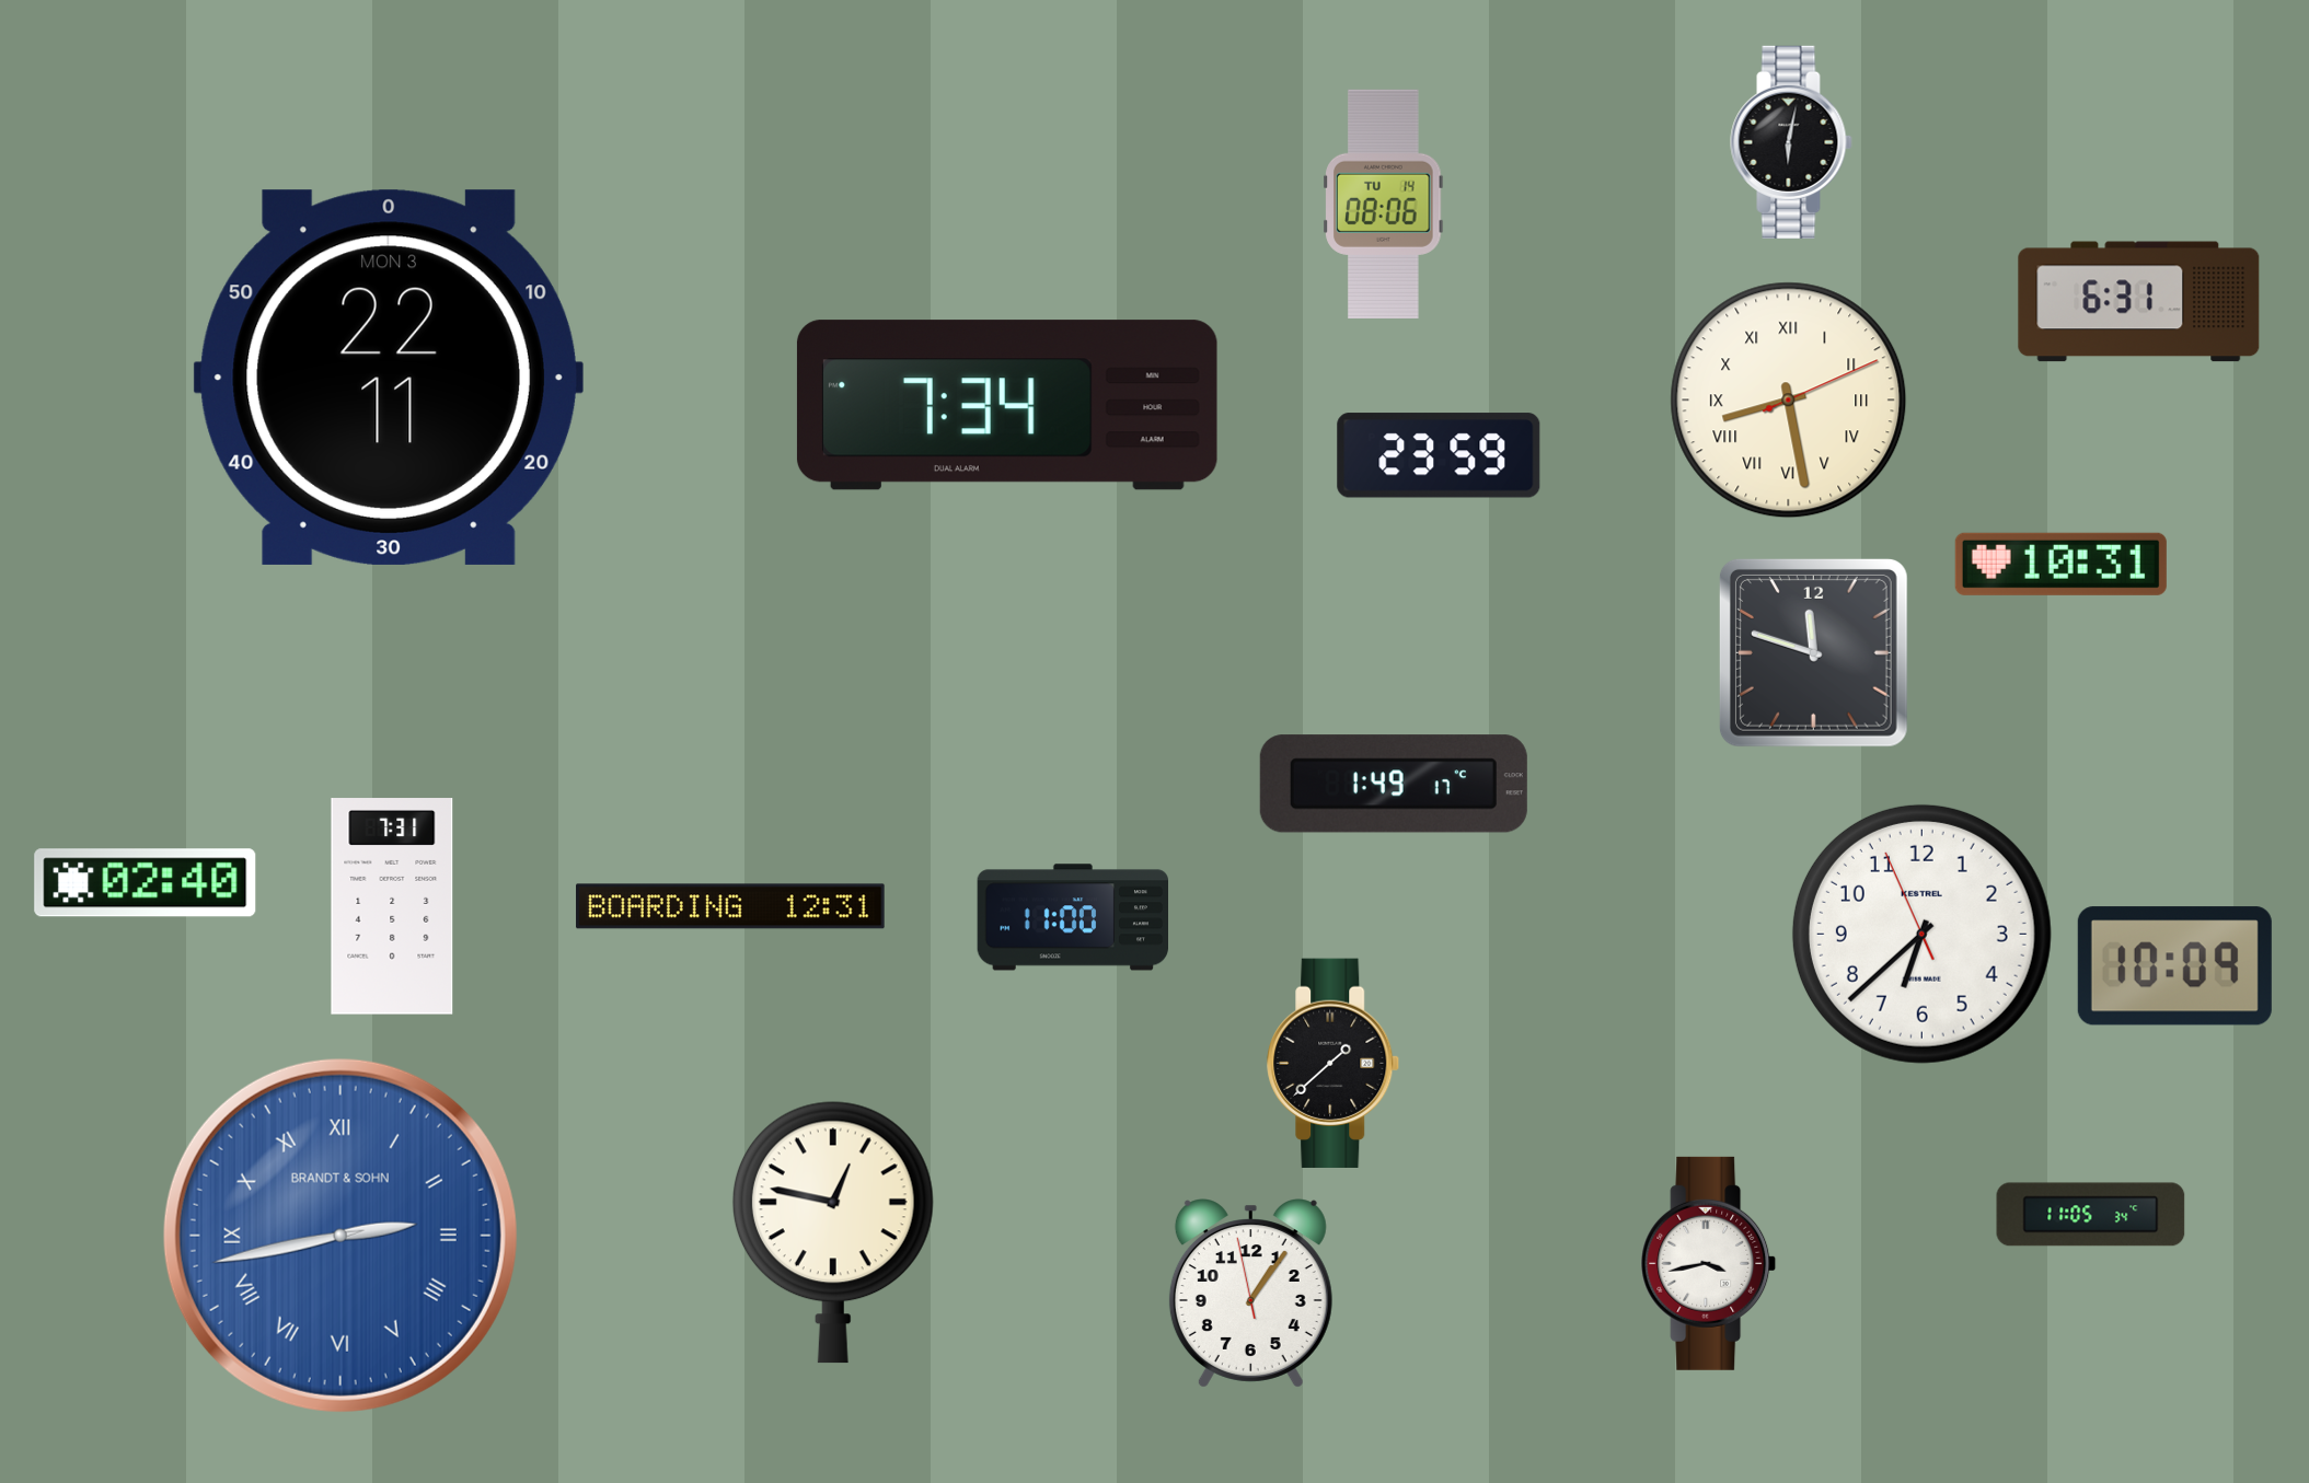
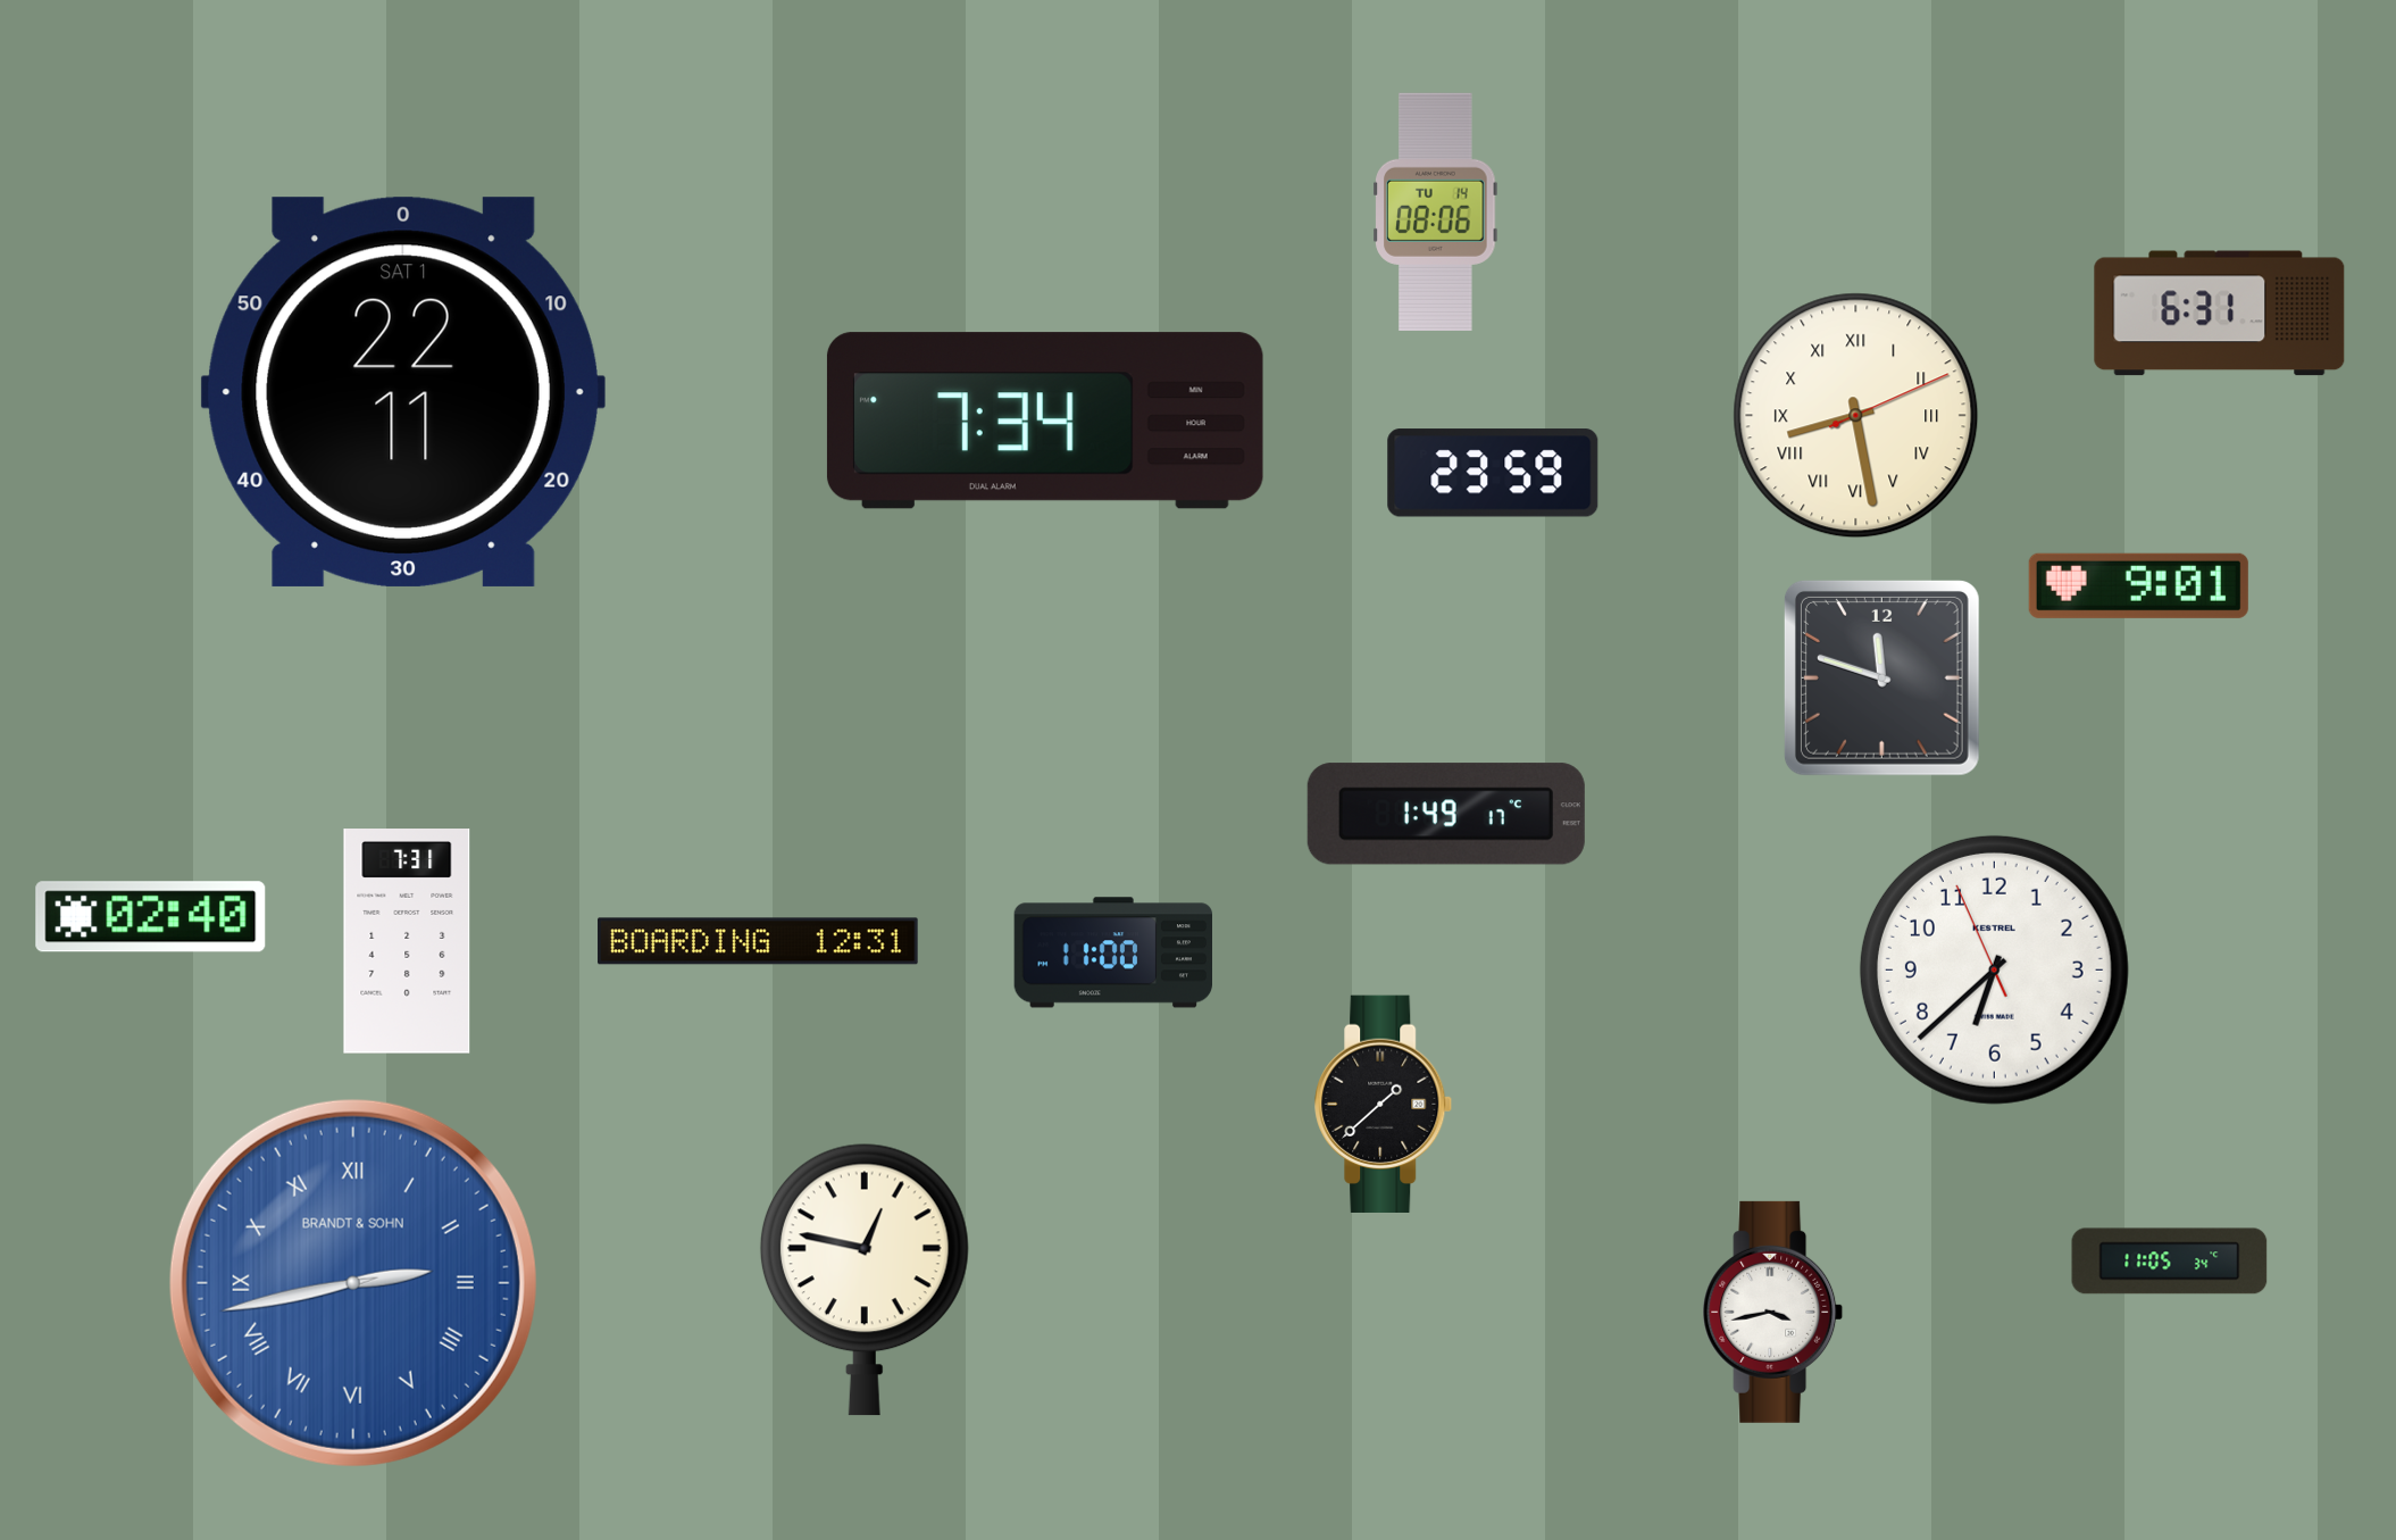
clock at (1791, 142): 6:02 -> none
clock at (389, 378) date: MON 3 -> SAT 1
clock at (2060, 564): 10:31 -> 9:01
clock at (2174, 966): 10:09 -> none
clock at (1250, 1294): 1:05 -> none
